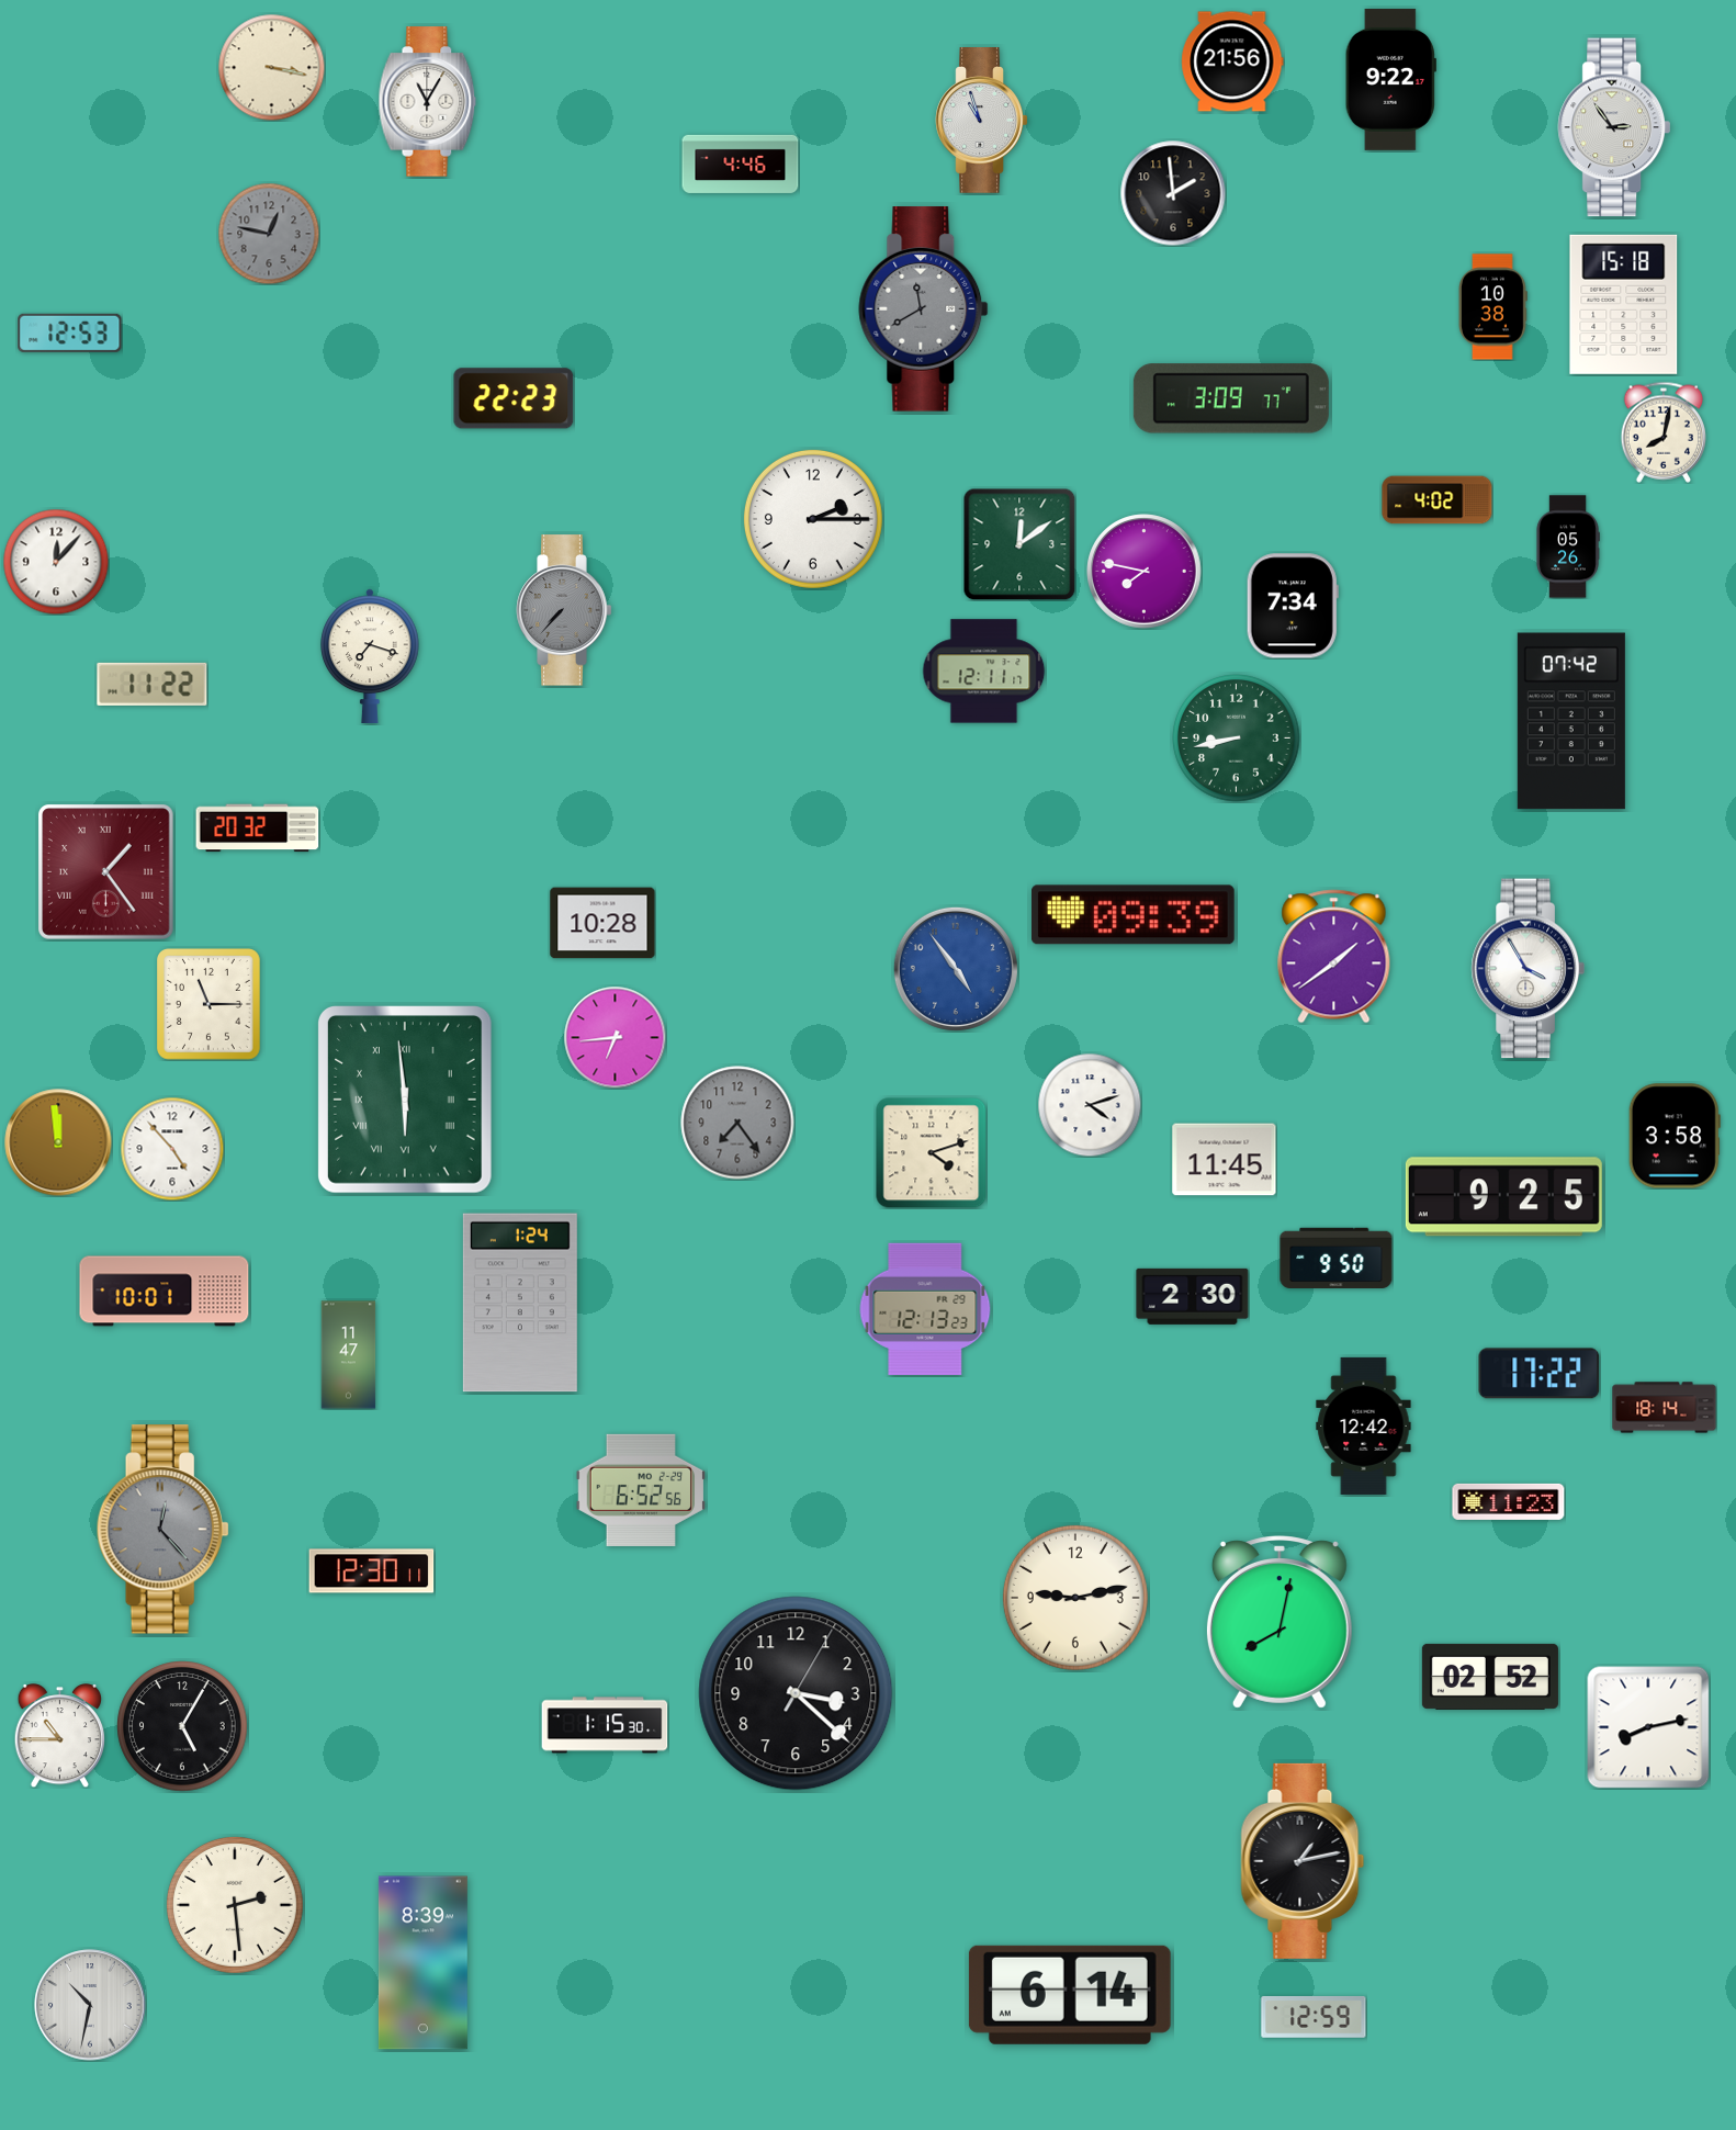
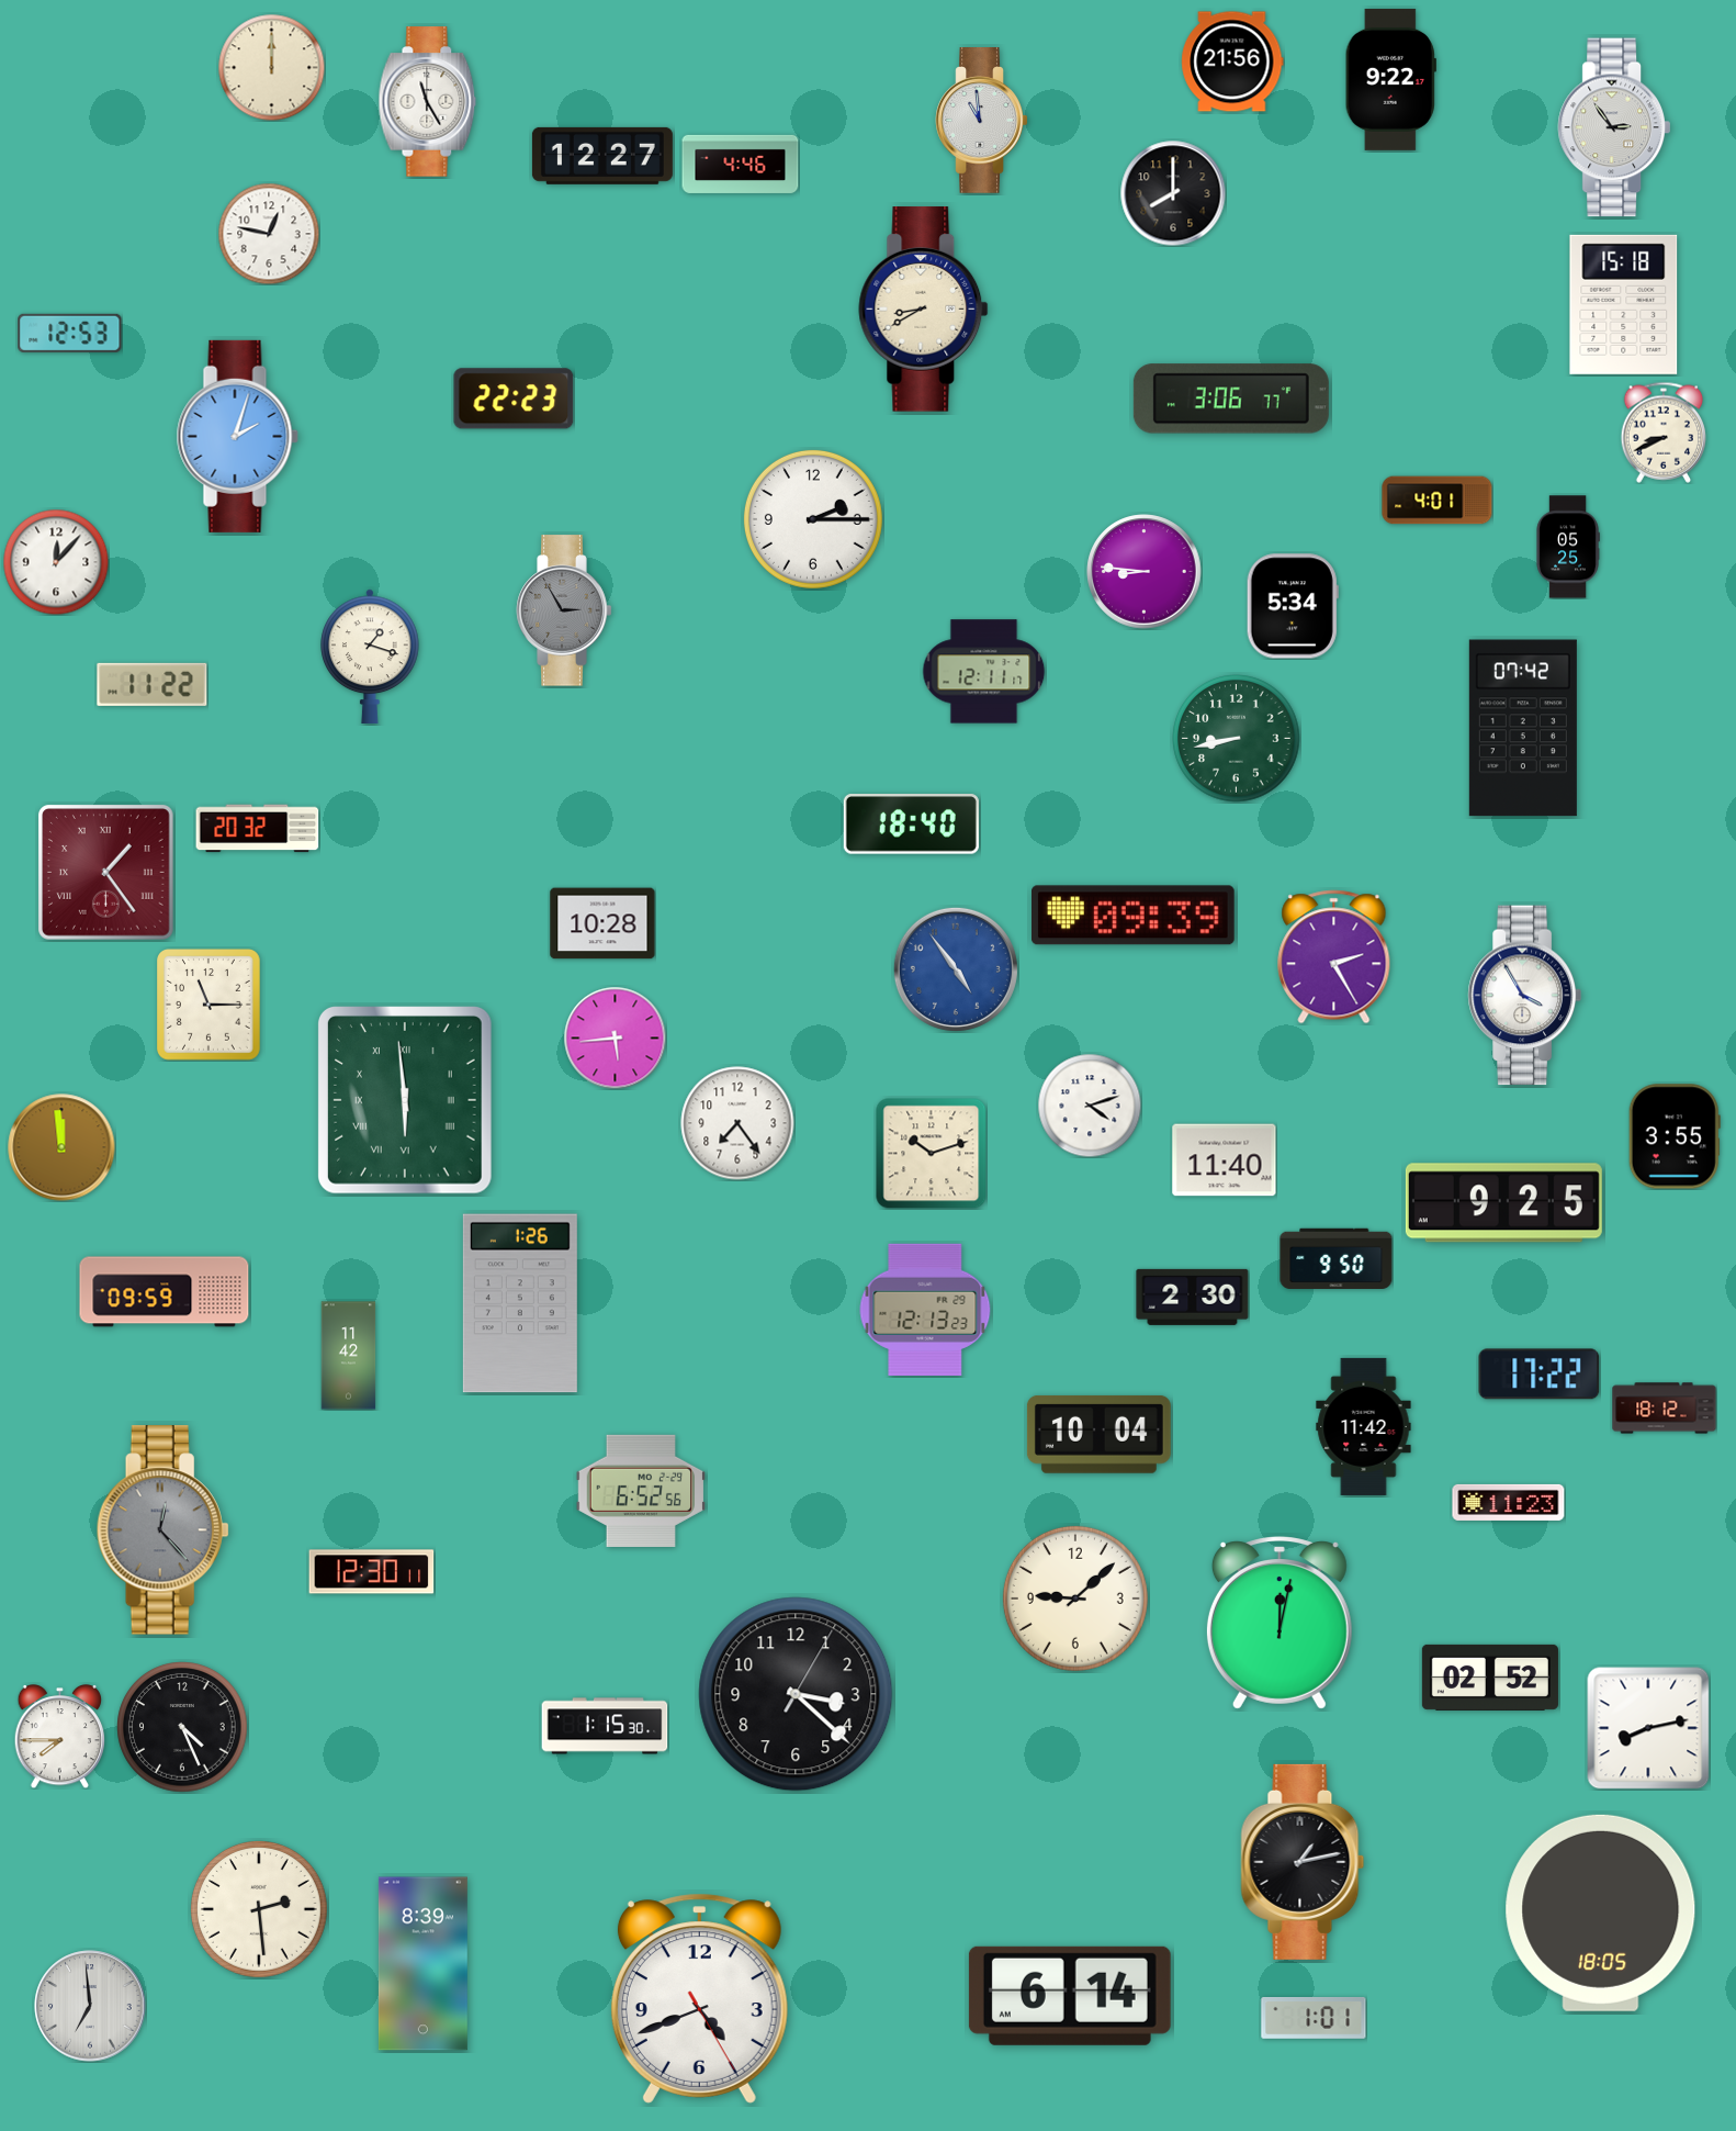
clock at (271, 67): 3:17 -> 12:00
clock at (428, 102): 11:05 -> 11:25
clock at (982, 121): 10:57 -> 10:59
clock at (602, 156): none -> 12:27
clock at (1173, 193): 1:59 -> 8:00
clock at (269, 234) dial: grey -> white
clock at (1493, 307): 10:38 -> none
clock at (924, 309): 11:40 -> 8:40
clock at (924, 309) dial: grey -> cream
clock at (1231, 398): 3:09 -> 3:06
clock at (1664, 432): 8:02 -> 8:41
clock at (237, 436): none -> 2:03
clock at (1438, 500): 4:02 -> 4:01
clock at (1019, 544): 12:09 -> none
clock at (1568, 546): 05:26 -> 05:25
clock at (1145, 572): 7:47 -> 8:46
clock at (1293, 606): 7:34 -> 5:34
clock at (564, 610): 7:37 -> 2:55
clock at (370, 656): 7:18 -> 1:18
clock at (1571, 721) position: (1571, 721) -> (1523, 728)
clock at (911, 825): none -> 18:40
clock at (1334, 957): 1:39 -> 2:25
clock at (1528, 969) position: (1528, 969) -> (1524, 996)
clock at (615, 1037): 6:44 -> 5:44
clock at (737, 1123) dial: grey -> white
clock at (1675, 1136): 3:58 -> 3:55
clock at (58, 1142) position: (58, 1142) -> (61, 1147)
clock at (172, 1149): 4:53 -> none
clock at (931, 1152): 4:12 -> 10:12
clock at (1225, 1160): 11:45 -> 11:40
clock at (1503, 1197) position: (1503, 1197) -> (1503, 1203)
clock at (165, 1292): 10:01 -> 09:59
clock at (520, 1303): 1:24 -> 1:26
clock at (349, 1355): 11:47 -> 11:42
clock at (1665, 1408): 18:14 -> 18:12
clock at (1364, 1425): 12:42 -> 11:42
clock at (1098, 1434): none -> 10:04
clock at (1075, 1598): 9:13 -> 9:08
clock at (1280, 1622): 8:02 -> 12:02
clock at (182, 1726): 5:05 -> 4:26
clock at (60, 1735): 10:45 -> 7:45
clock at (235, 1905) position: (235, 1905) -> (259, 1909)
clock at (1601, 1913): none -> 18:05
clock at (699, 1998): none -> 4:41
clock at (90, 2005): 10:32 -> 6:59
clock at (1314, 2017): 12:59 -> 1:01
